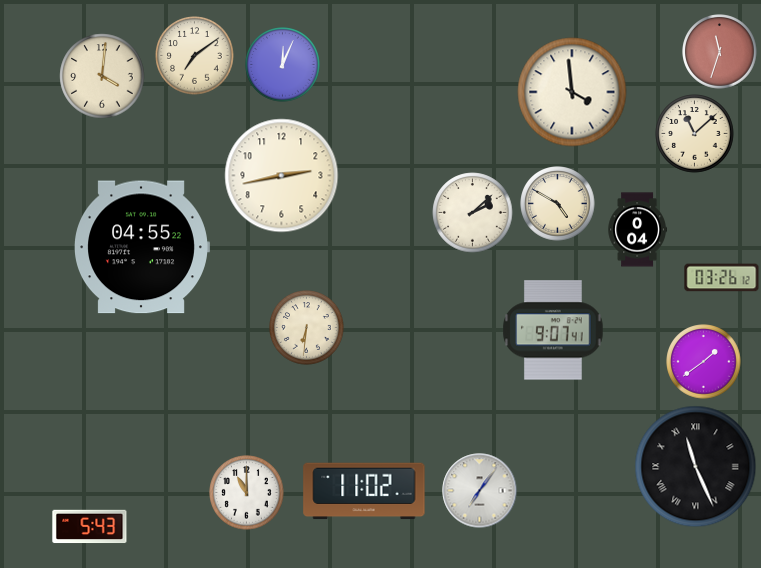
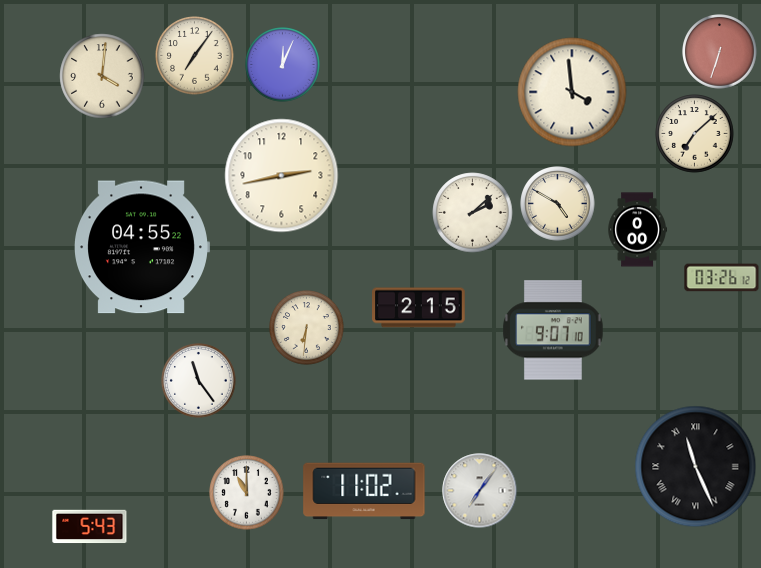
clock at (720, 52): 11:33 -> 6:33
clock at (195, 56): 7:09 -> 7:06
clock at (695, 134): 11:08 -> 7:08
clock at (637, 230): 0:04 -> 0:00
clock at (419, 308): none -> 2:15
clock at (553, 330): 9:07:41 -> 9:07:10
clock at (704, 362): 1:39 -> none
clock at (199, 381): none -> 11:24
